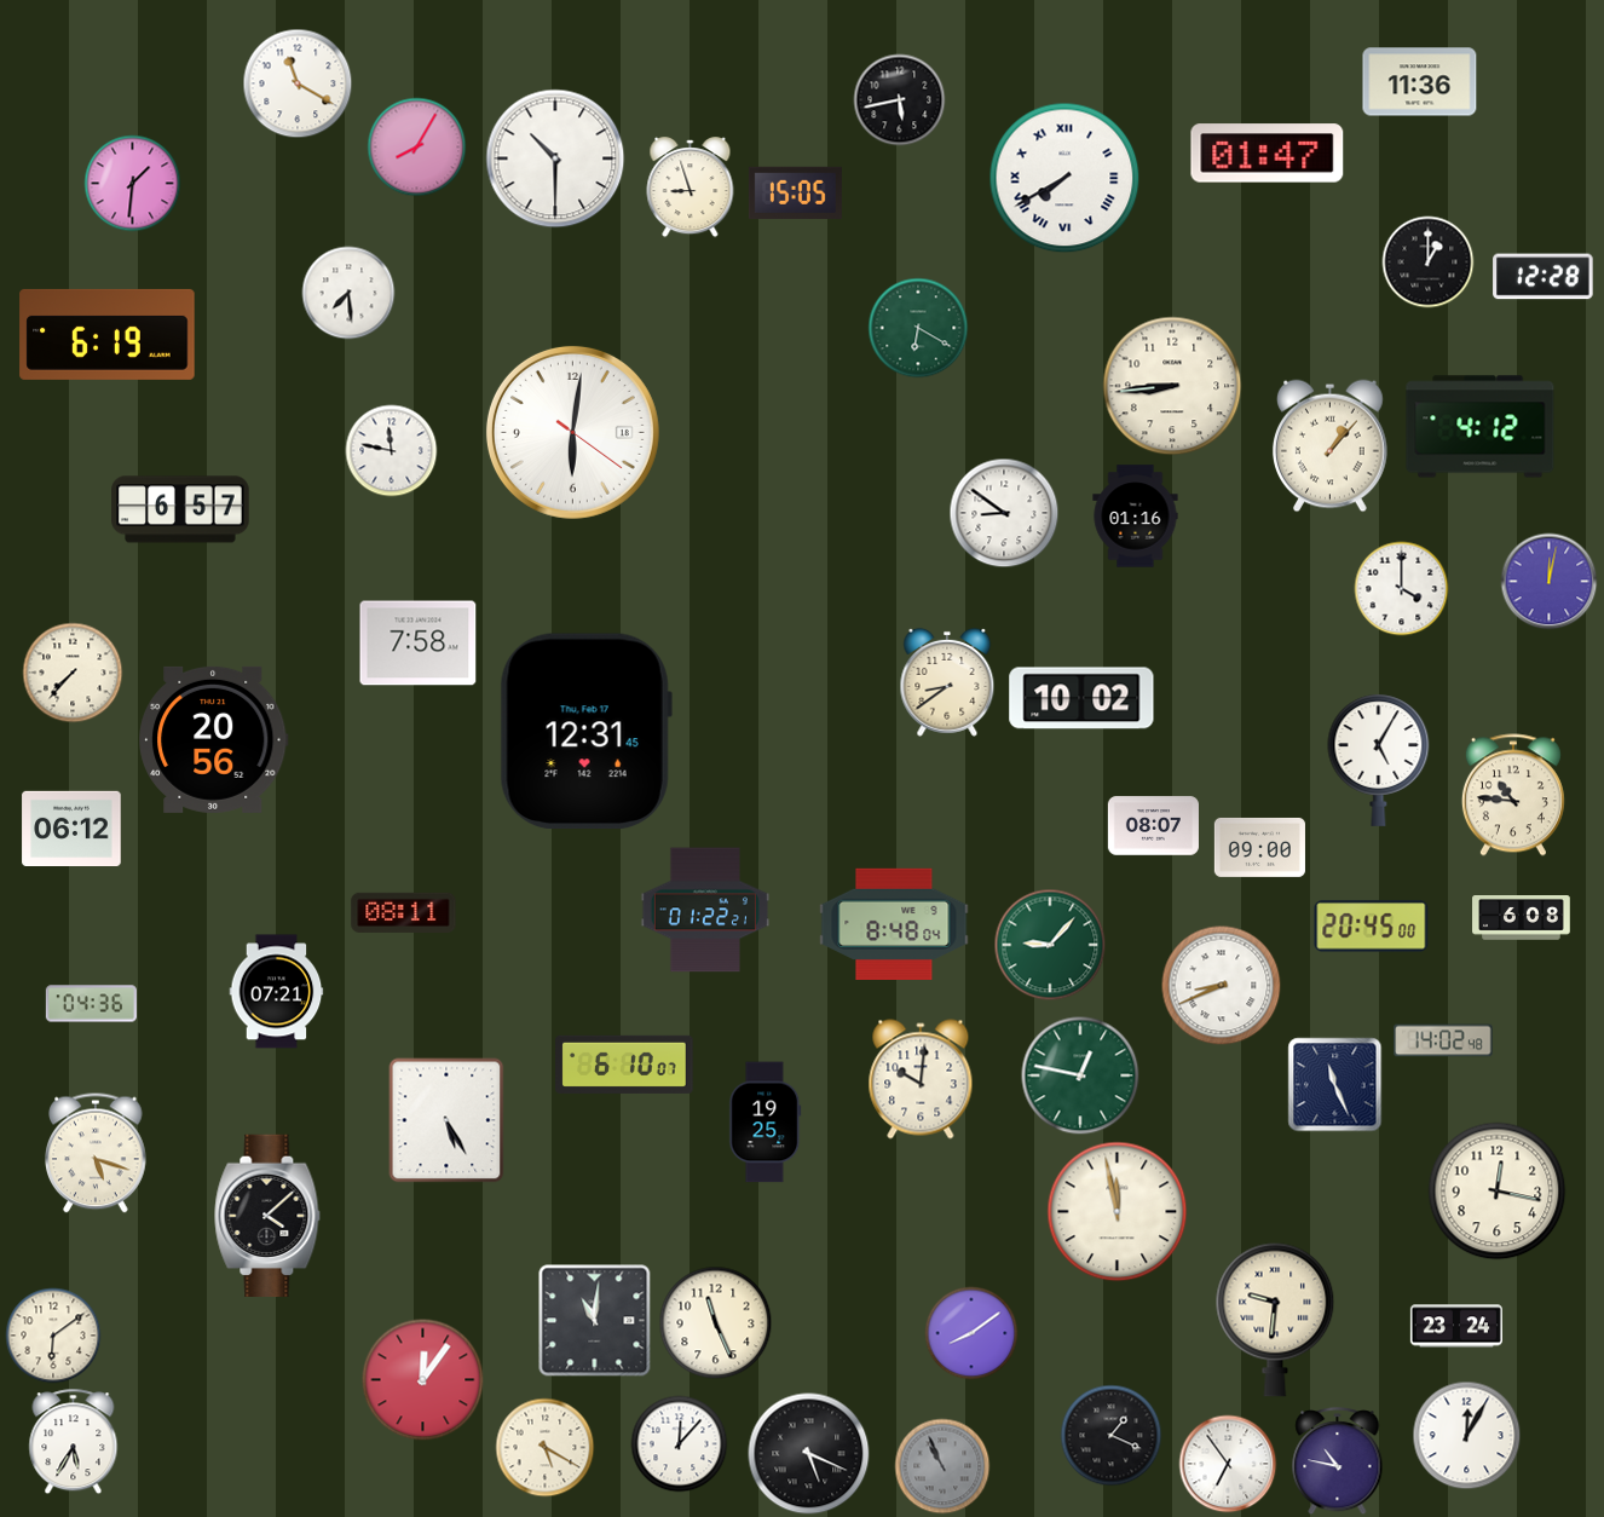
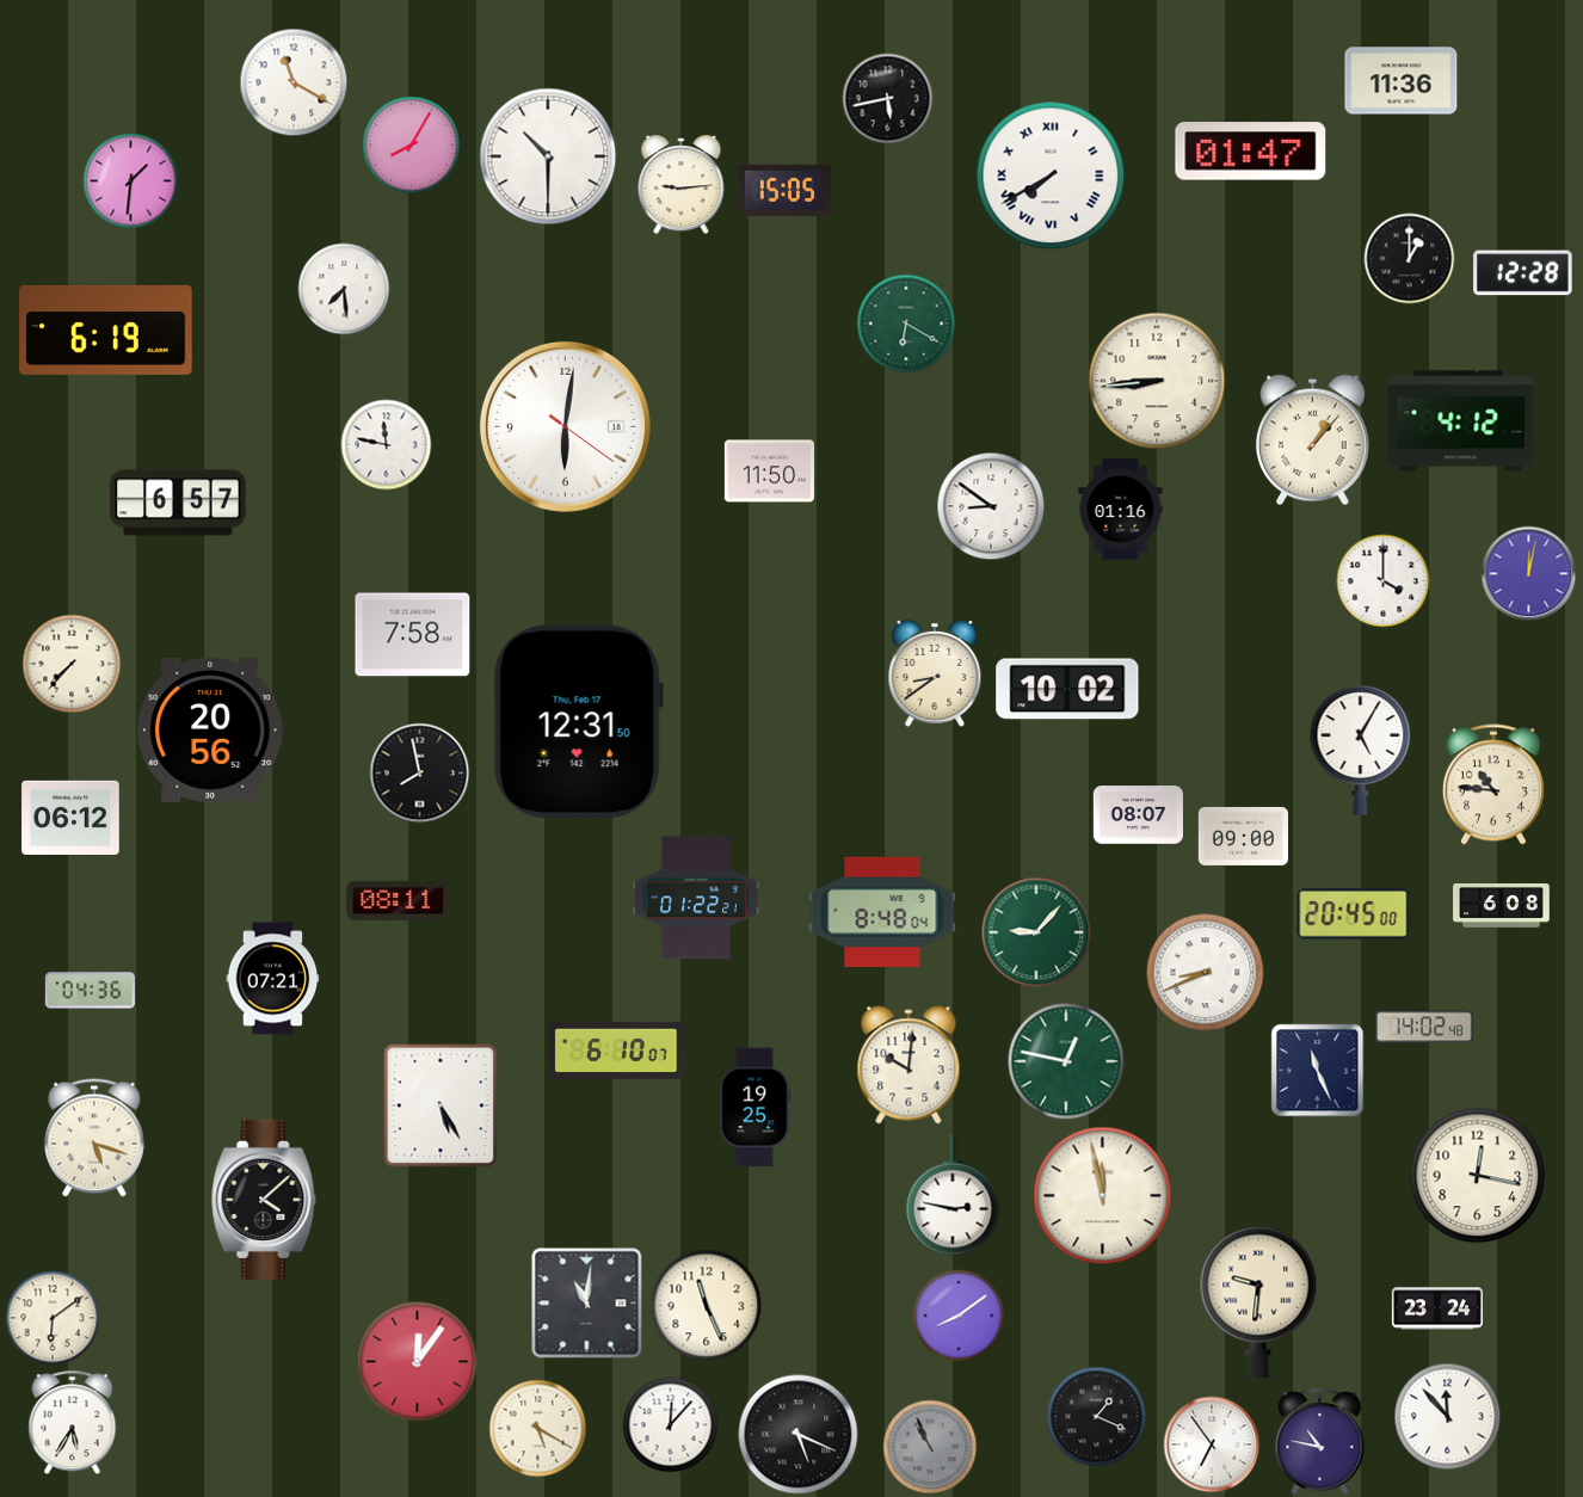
clock at (691, 188): 8:57 -> 9:14
clock at (769, 472): none -> 11:50
clock at (585, 731): 12:31:45 -> 12:31:50
clock at (420, 774): none -> 7:58
clock at (953, 1195): none -> 2:47
clock at (1467, 1436): 12:05 -> 11:53
